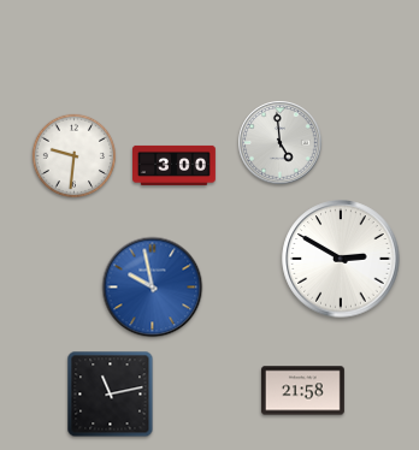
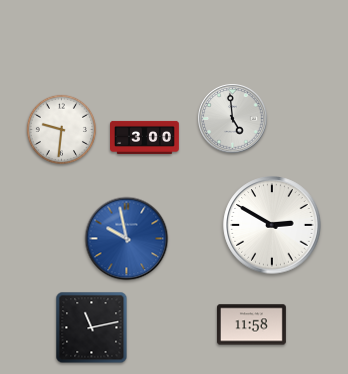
clock at (341, 259) position: (341, 259) -> (272, 225)
clock at (302, 391): 21:58 -> 11:58
